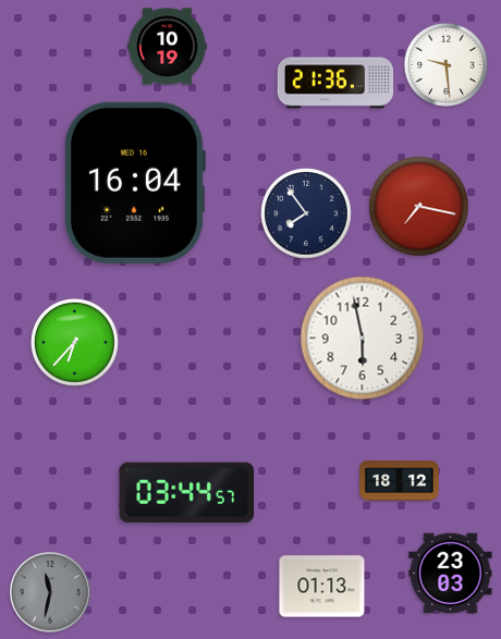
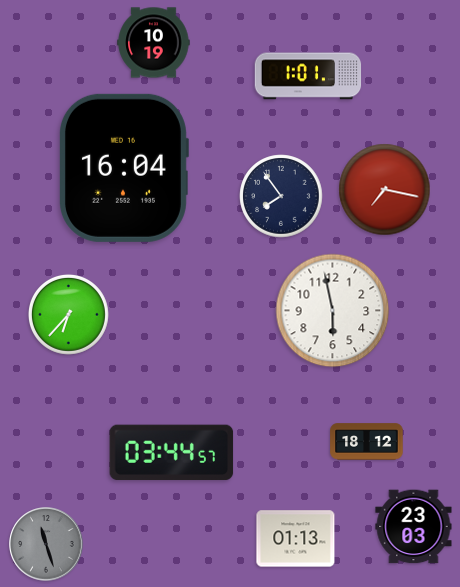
clock at (445, 64): 9:29 -> none
clock at (335, 83): 21:36 -> 1:01
clock at (50, 592): 11:32 -> 11:27
